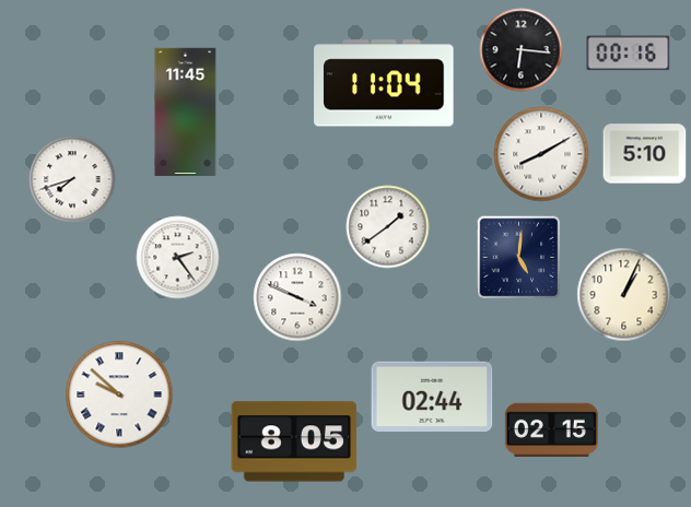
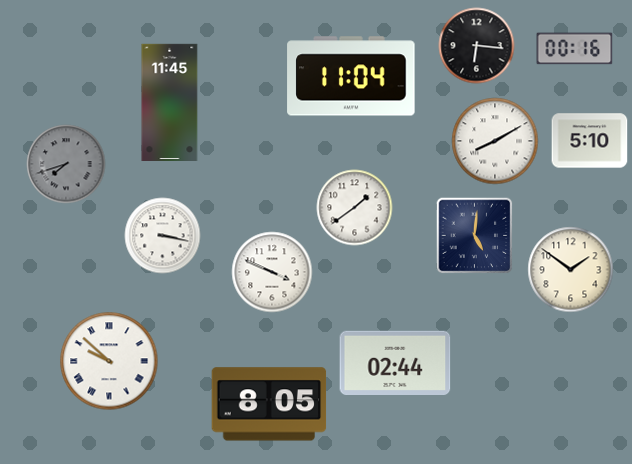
clock at (72, 179) dial: white -> grey
clock at (178, 258): 2:24 -> 3:17
clock at (624, 295): 1:04 -> 1:51
clock at (551, 429): 02:15 -> none
